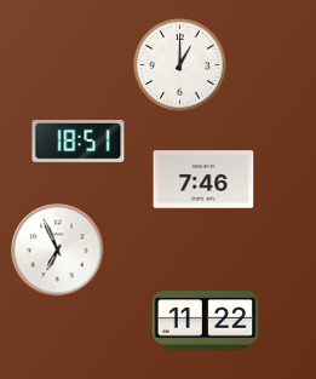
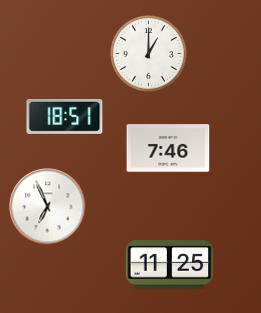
clock at (206, 321): 11:22 -> 11:25
